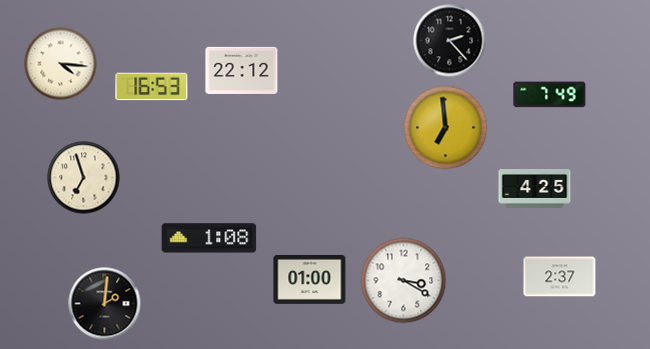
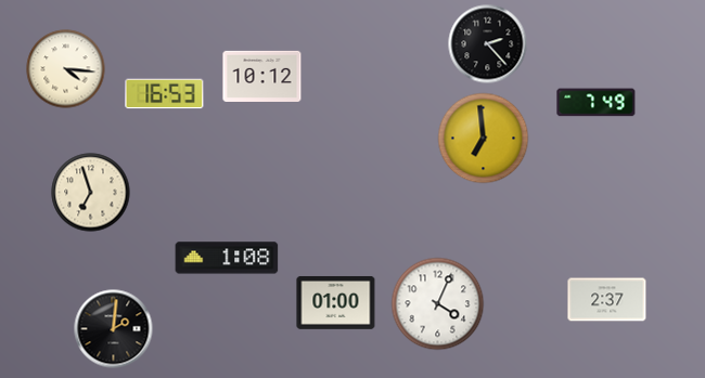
clock at (242, 70): 22:12 -> 10:12
clock at (535, 189): 4:25 -> none
clock at (404, 281): 3:20 -> 4:04
